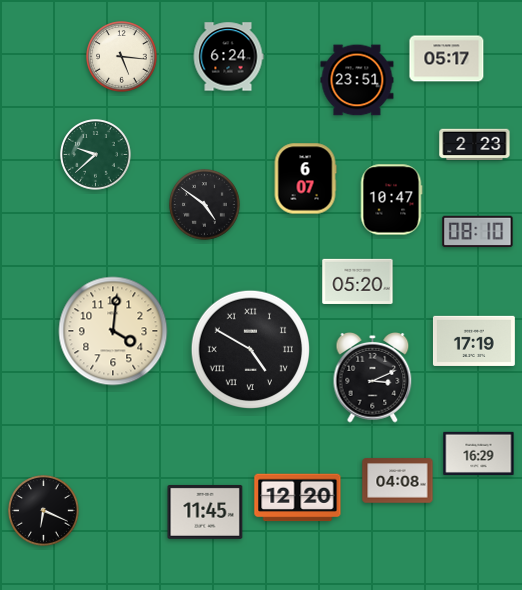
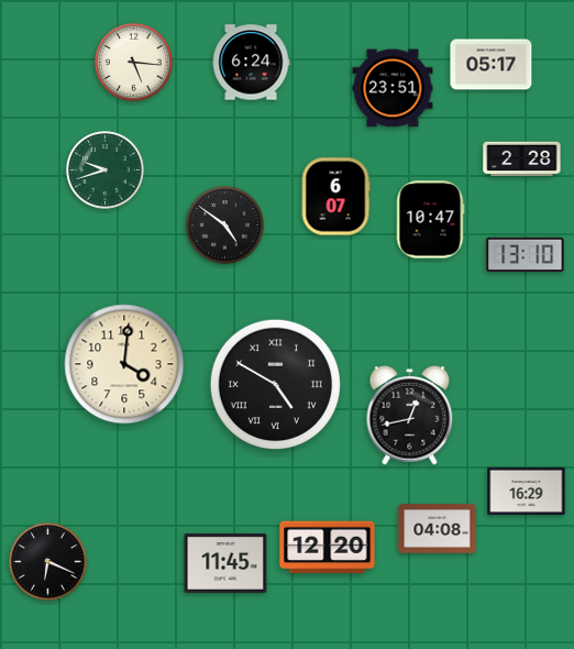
clock at (475, 145): 2:23 -> 2:28
clock at (96, 155): 9:38 -> 9:42
clock at (478, 232): 08:10 -> 13:10
clock at (358, 281): 05:20 -> none
clock at (474, 341): 17:19 -> none
clock at (373, 378): 3:11 -> 12:43
clock at (479, 453) position: (479, 453) -> (527, 491)
